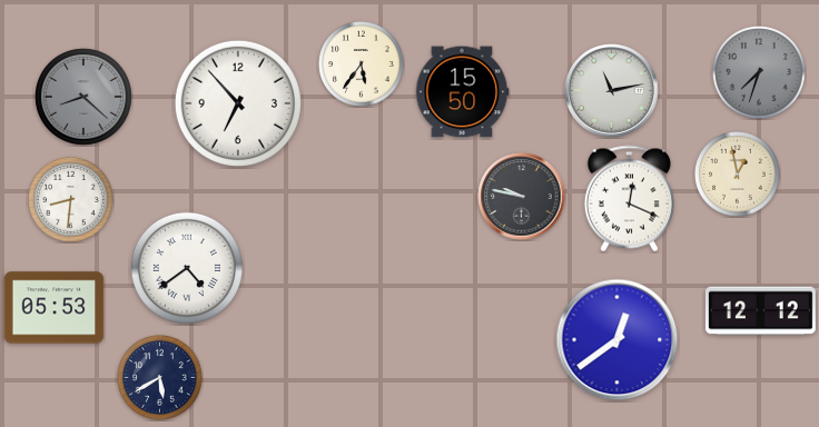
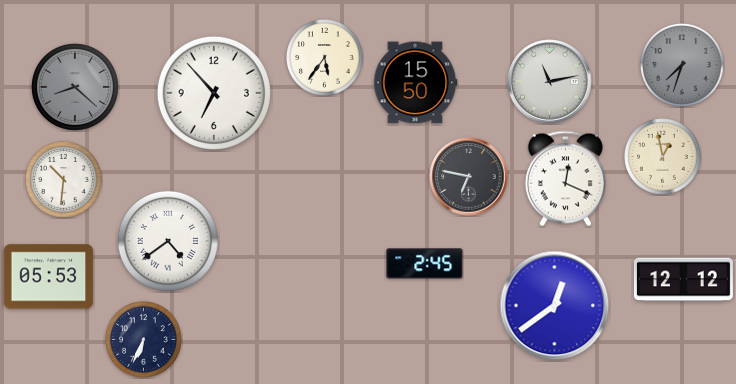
clock at (522, 197): 9:47 -> 6:47
clock at (71, 200): 8:31 -> 10:31
clock at (425, 264): none -> 2:45
clock at (160, 378): 5:40 -> 6:34
